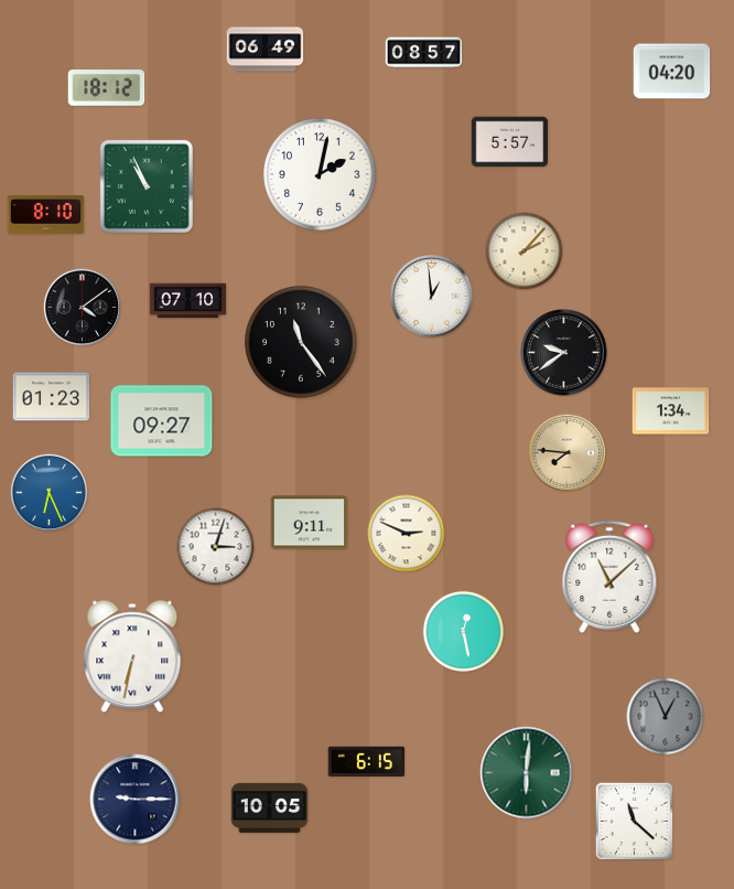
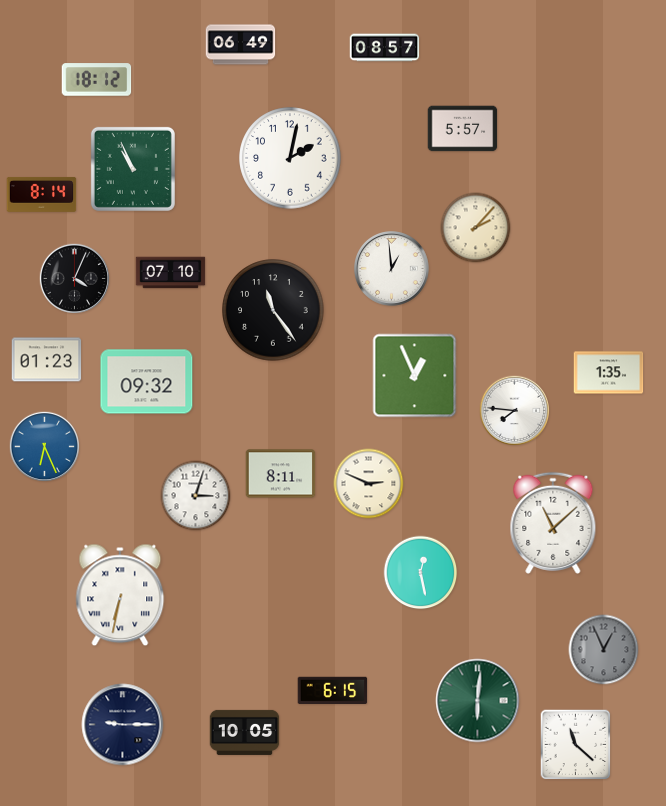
clock at (672, 72): 04:20 -> none
clock at (46, 214): 8:10 -> 8:14
clock at (83, 308): 4:09 -> 4:04
clock at (564, 353): 9:39 -> none
clock at (671, 411): 1:34 -> 1:35
clock at (415, 376): none -> 12:56
clock at (162, 421): 09:27 -> 09:32
clock at (568, 453) dial: champagne -> white
clock at (310, 523): 9:11 -> 8:11
